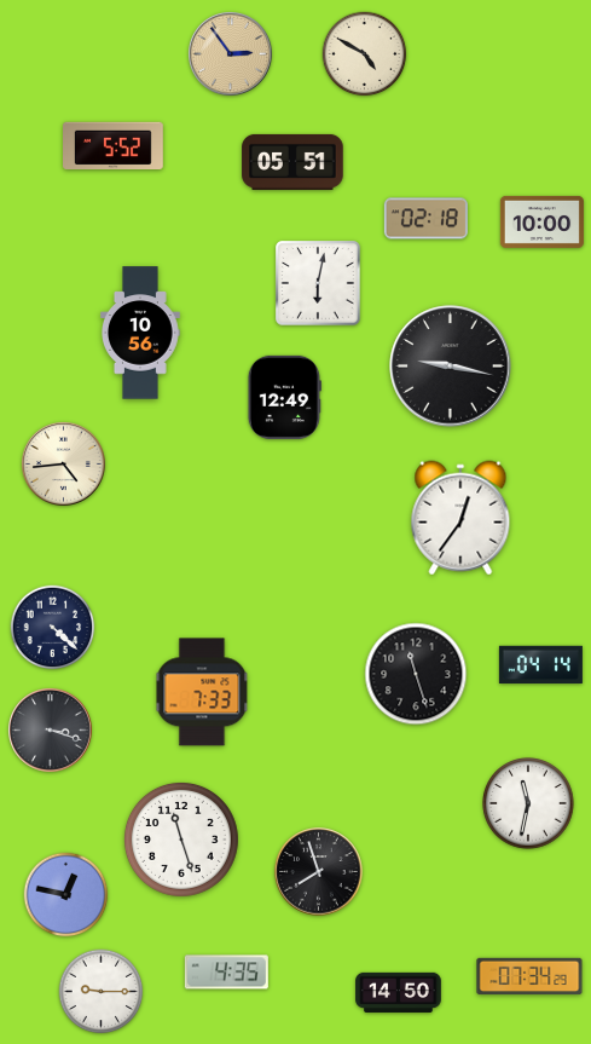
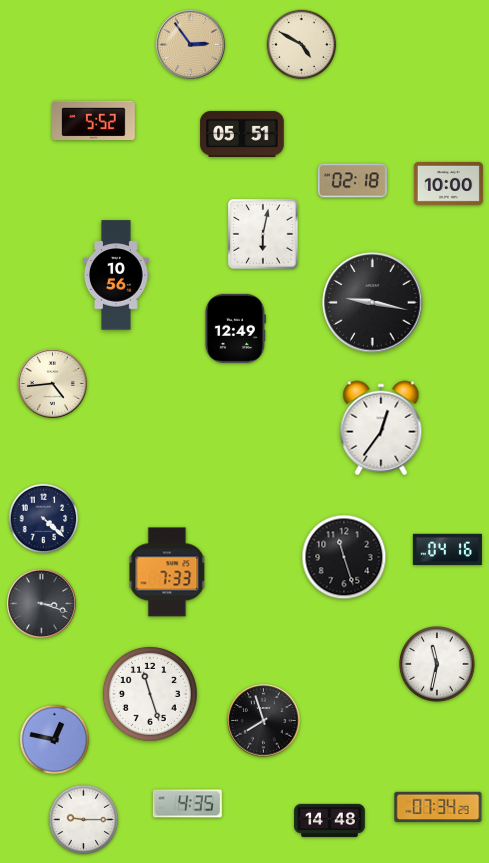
clock at (540, 664): 04:14 -> 04:16
clock at (399, 992): 14:50 -> 14:48
